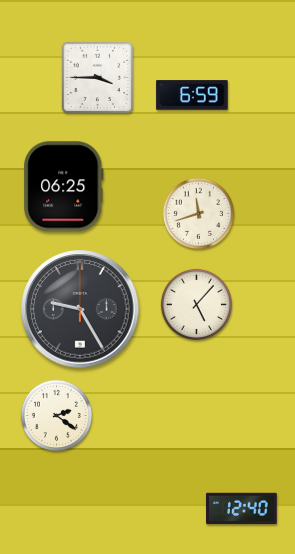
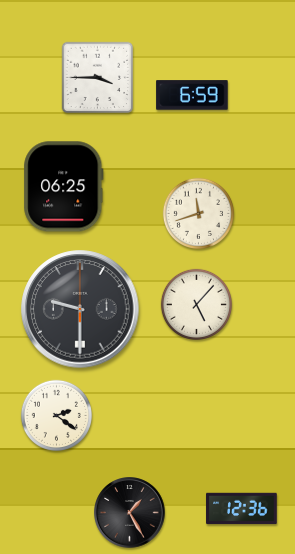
clock at (80, 309): 9:25 -> 9:30
clock at (242, 509): 12:40 -> 12:36
clock at (130, 513): none -> 1:25
